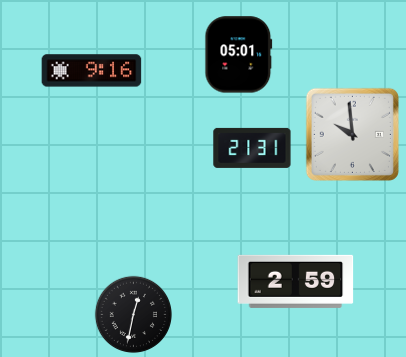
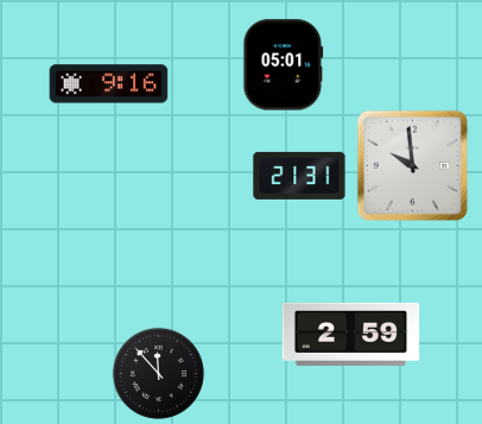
clock at (352, 134) position: (352, 134) -> (412, 165)
clock at (133, 314): 12:32 -> 11:53
